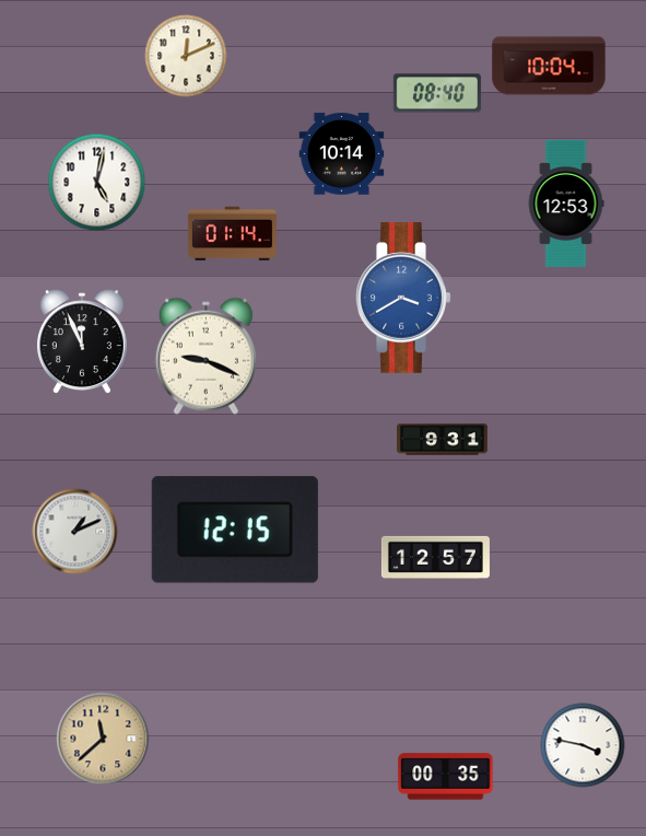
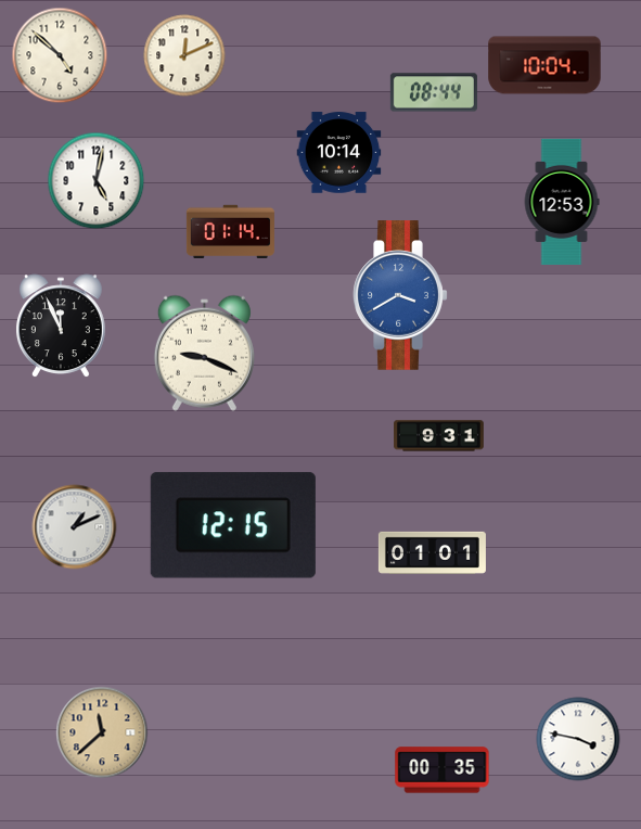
clock at (60, 55): none -> 4:52
clock at (437, 93): 08:40 -> 08:44
clock at (82, 342) position: (82, 342) -> (61, 327)
clock at (435, 557): 12:57 -> 01:01
